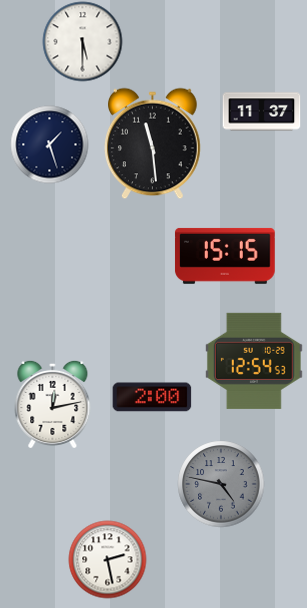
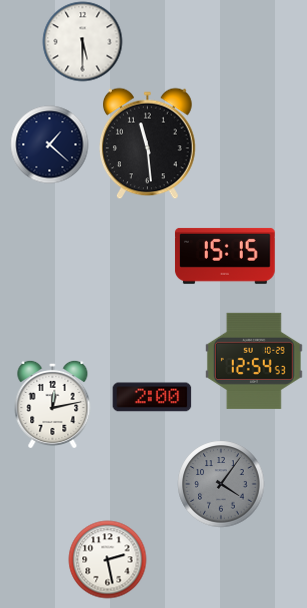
clock at (261, 112): 11:37 -> none
clock at (153, 143) position: (153, 143) -> (148, 143)
clock at (49, 144): 1:27 -> 1:22
clock at (221, 484): 4:47 -> 4:06
